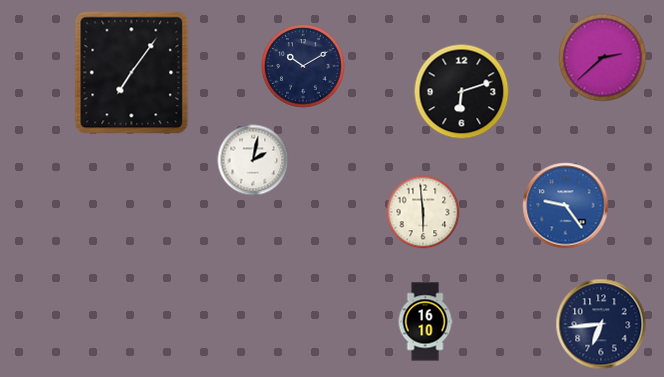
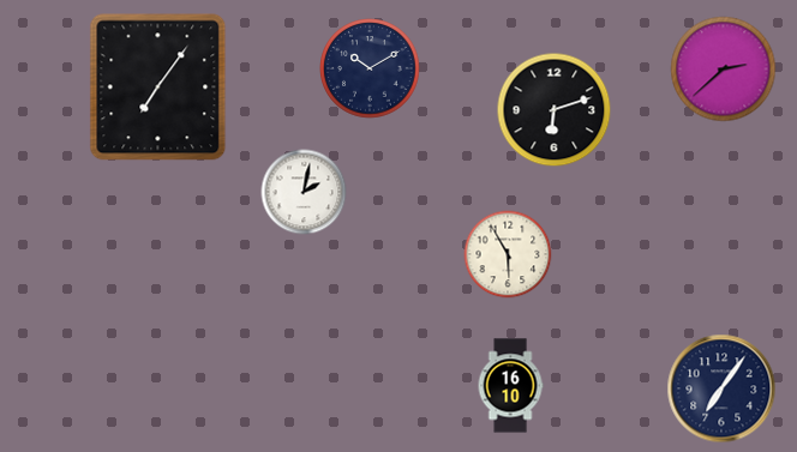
clock at (303, 66) position: (303, 66) -> (370, 68)
clock at (566, 206): 9:24 -> none
clock at (423, 212): 5:59 -> 5:55
clock at (601, 324): 6:44 -> 7:06
